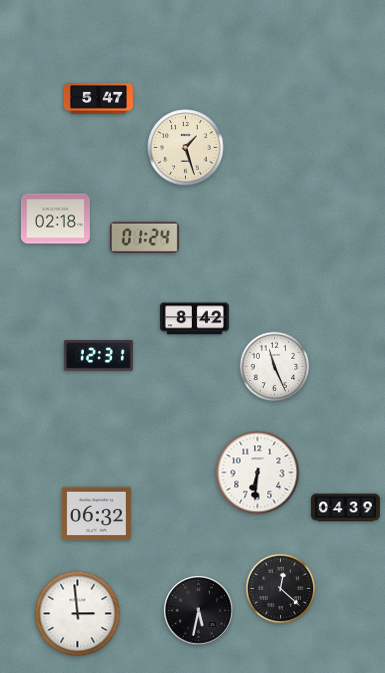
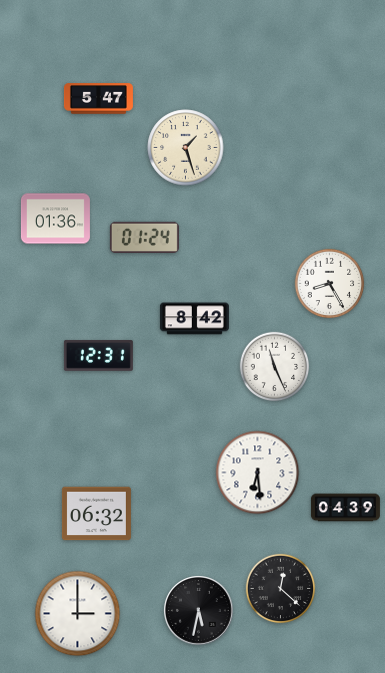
clock at (55, 219): 02:18 -> 01:36
clock at (330, 284): none -> 8:25
clock at (258, 473): 6:31 -> 6:29
clock at (78, 614): 2:59 -> 3:00
